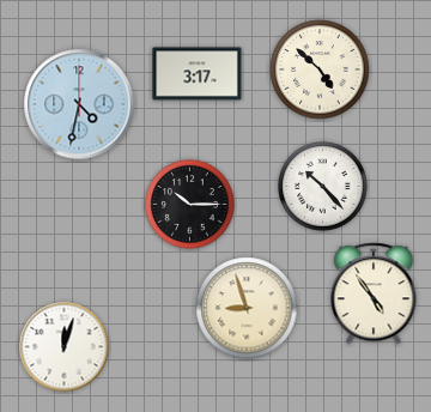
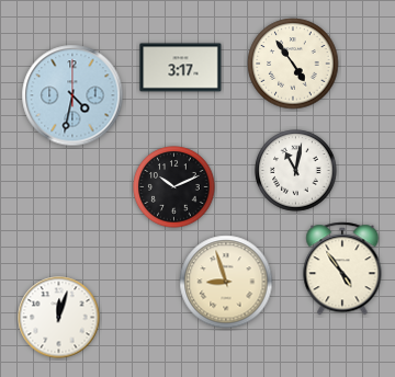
clock at (320, 69): 4:52 -> 4:54
clock at (323, 187): 10:23 -> 11:02
clock at (190, 205): 10:15 -> 10:11
